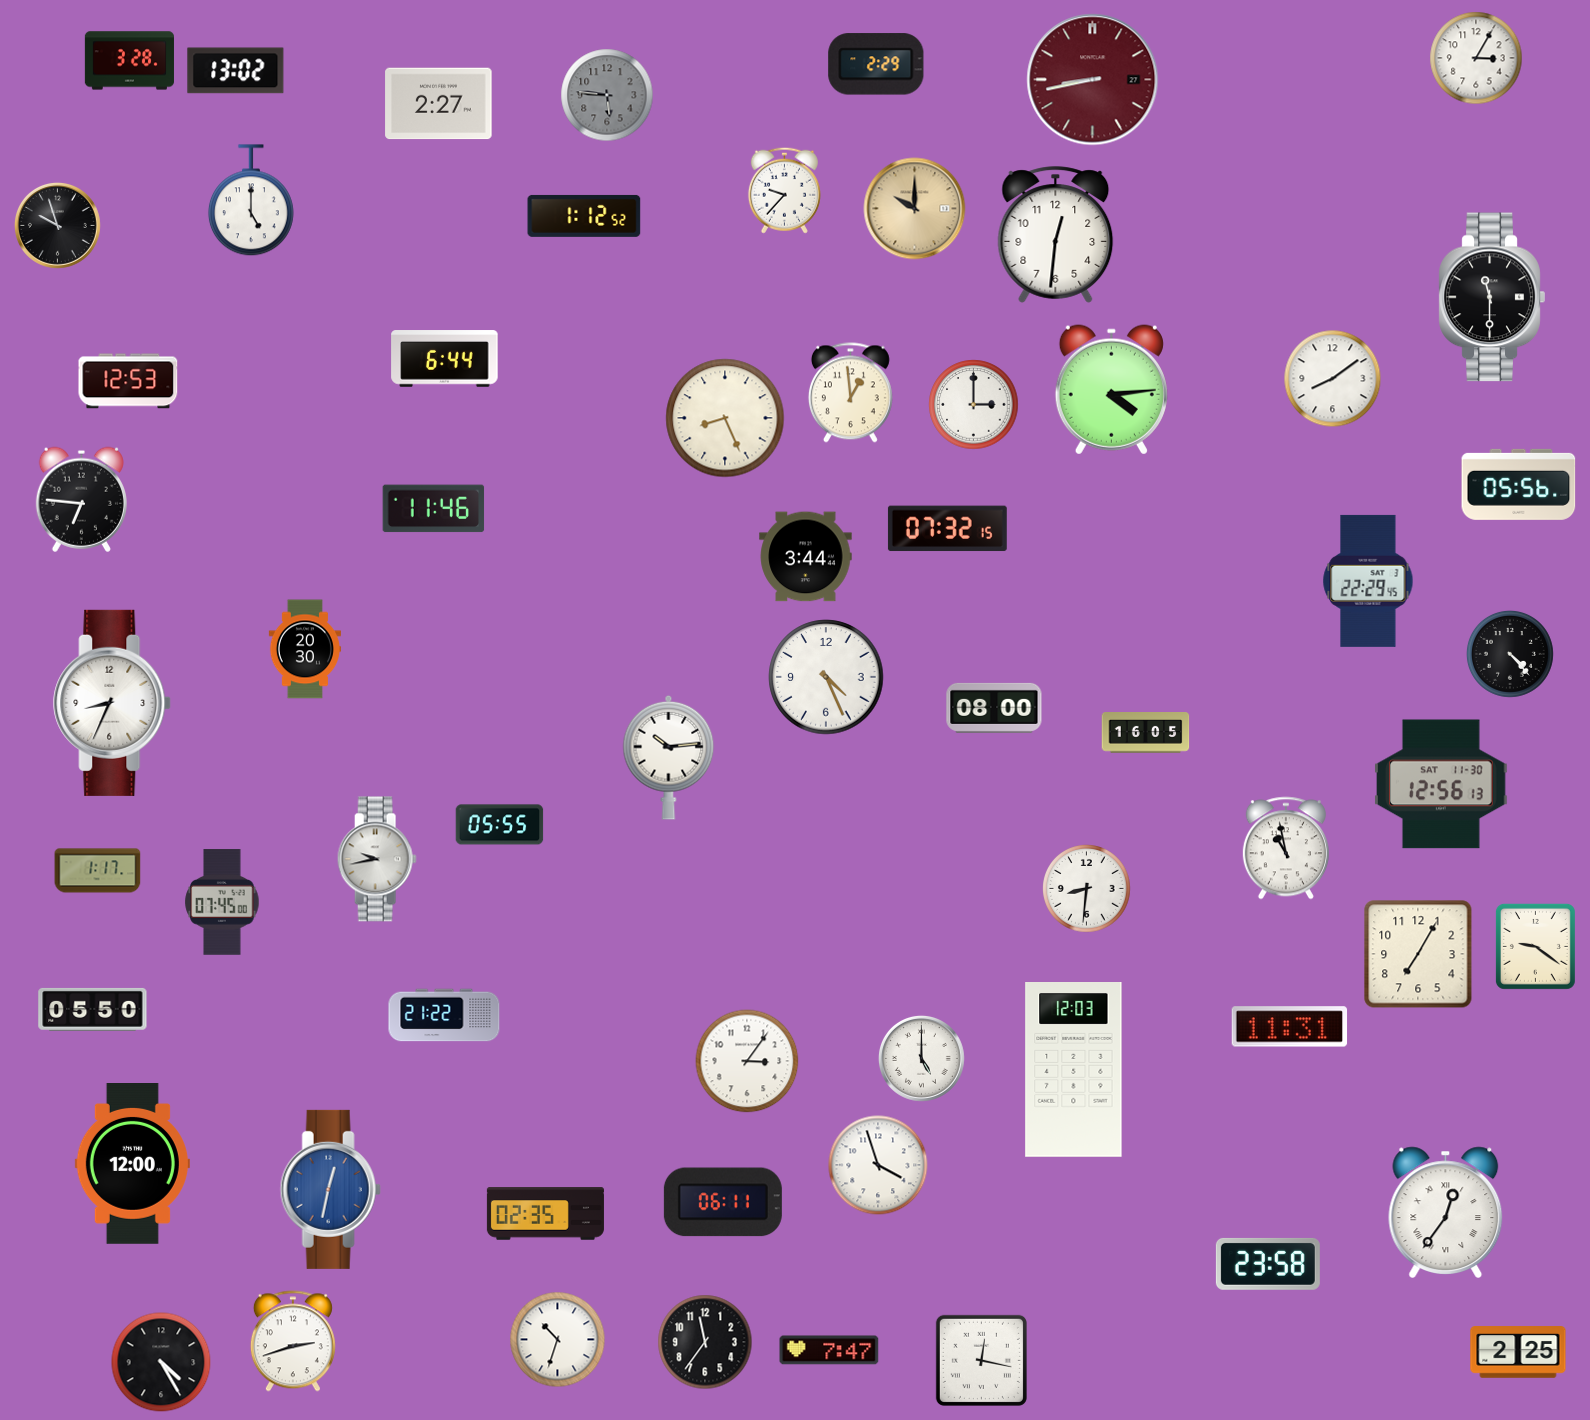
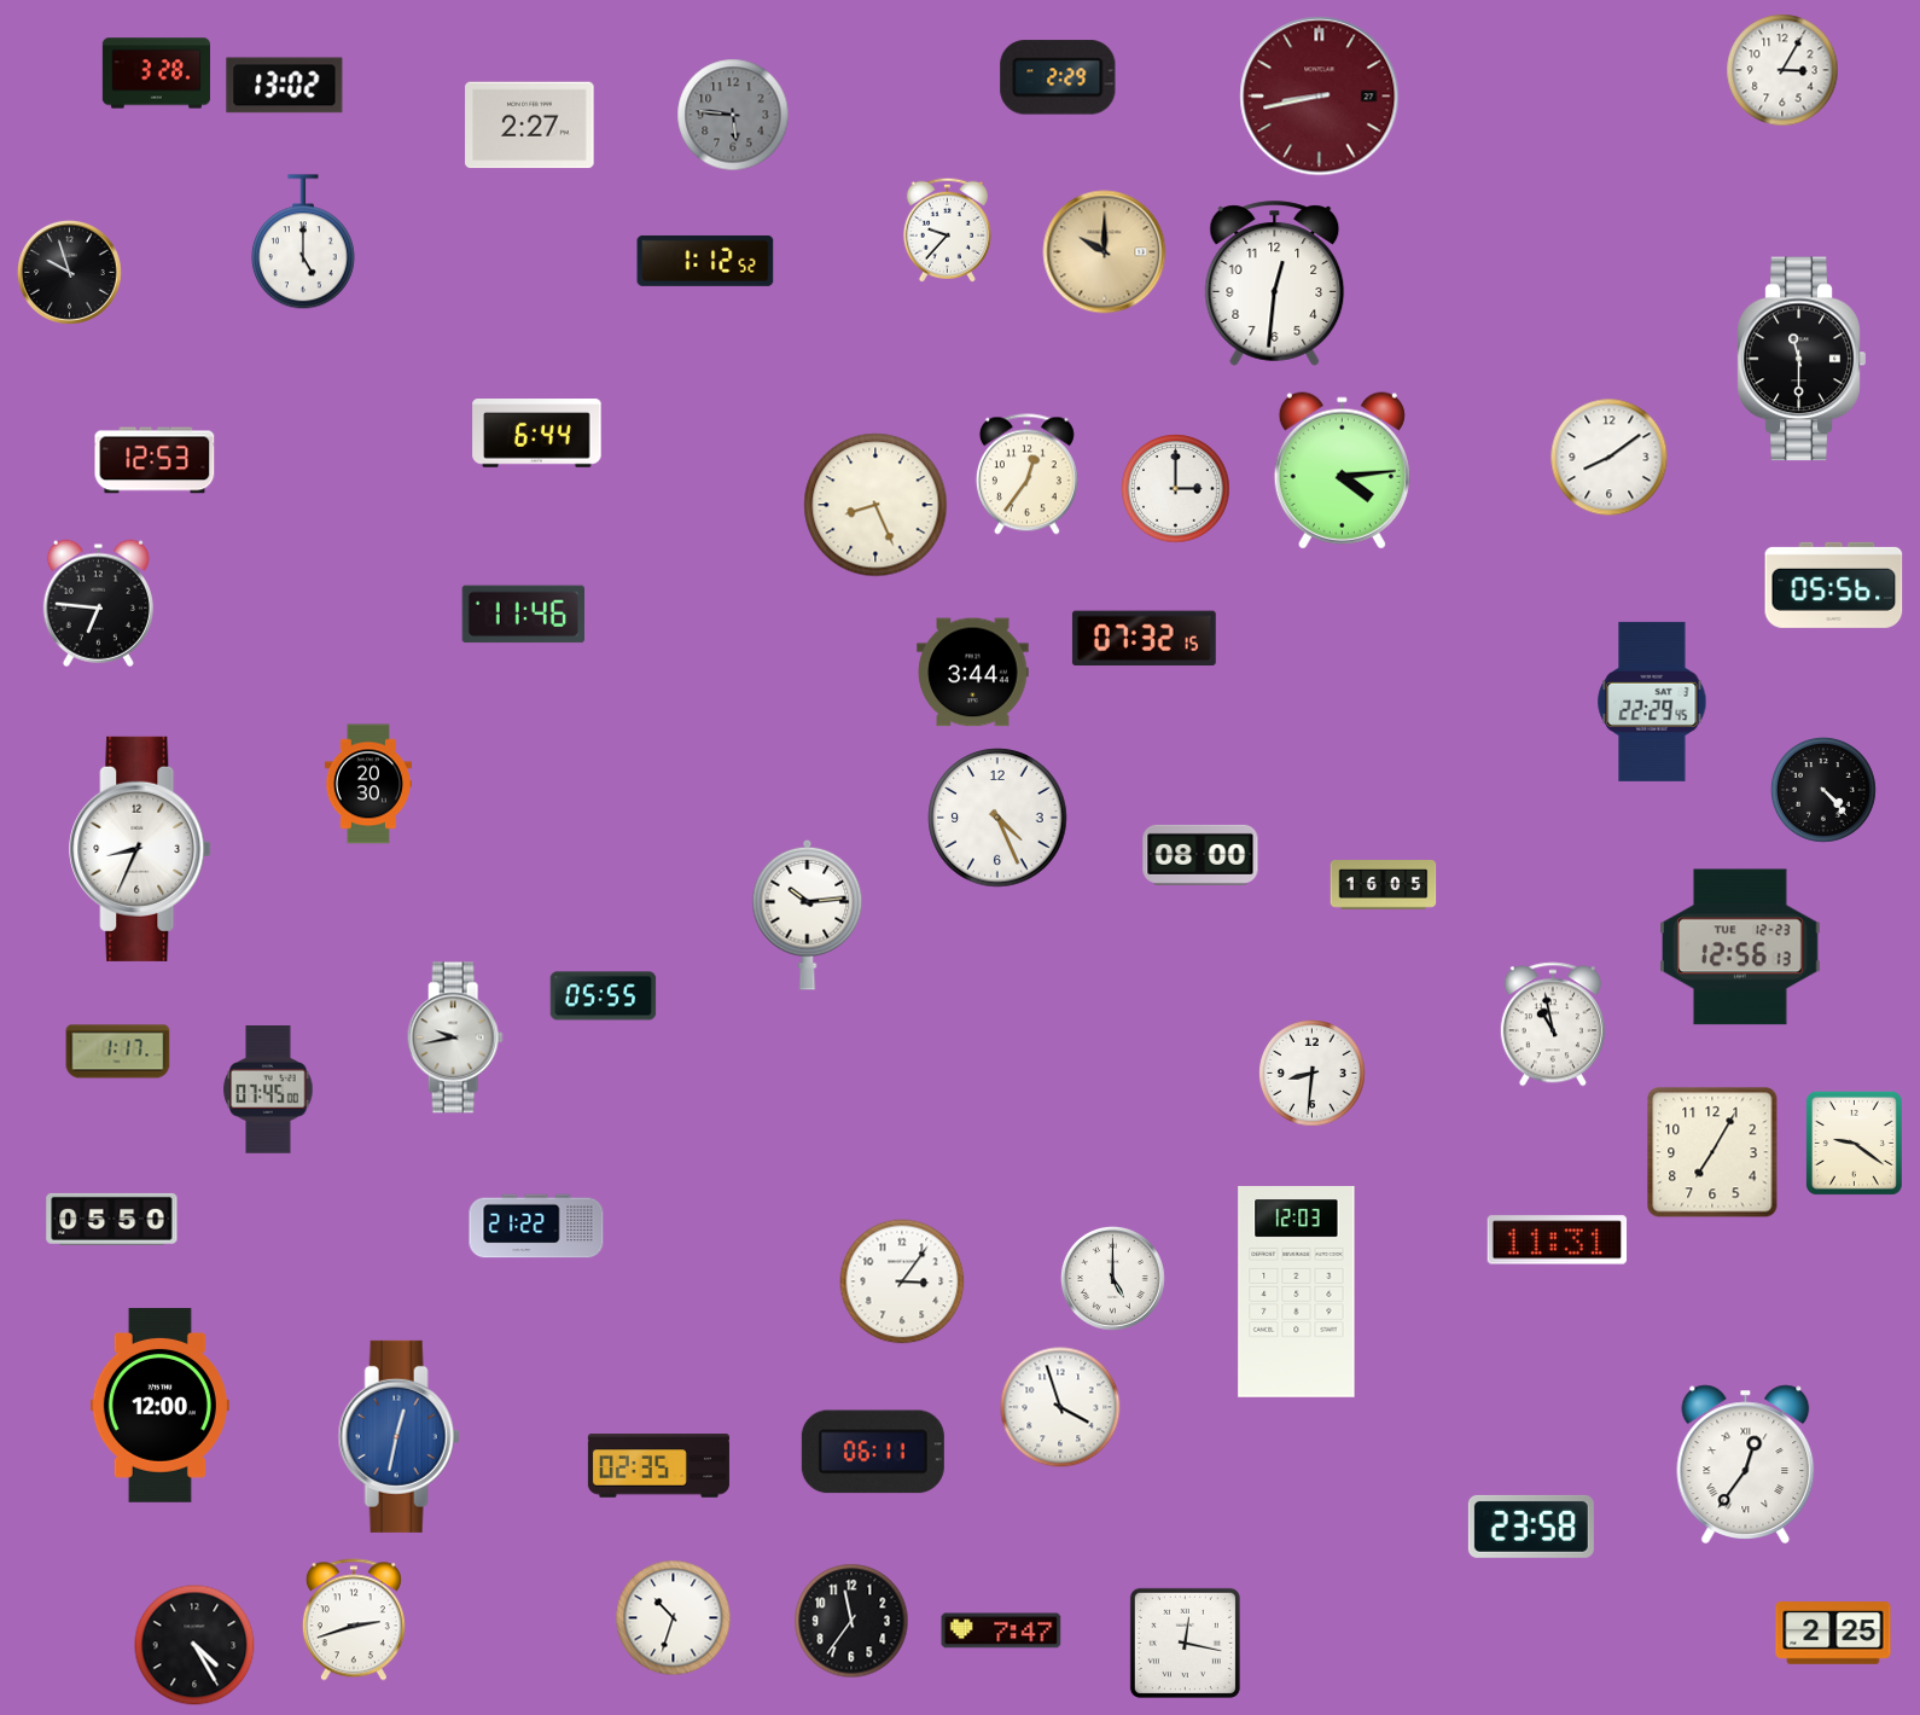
clock at (850, 393): 12:59 -> 12:36
clock at (113, 703) position: (113, 703) -> (141, 849)
clock at (1442, 784) date: SAT 11-30 -> TUE 12-23
